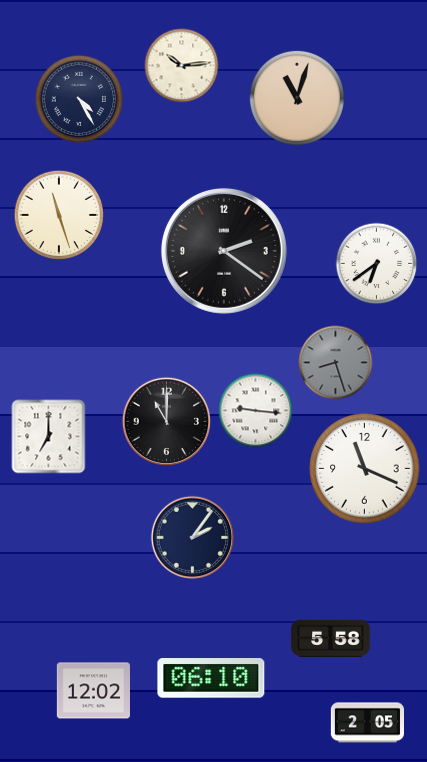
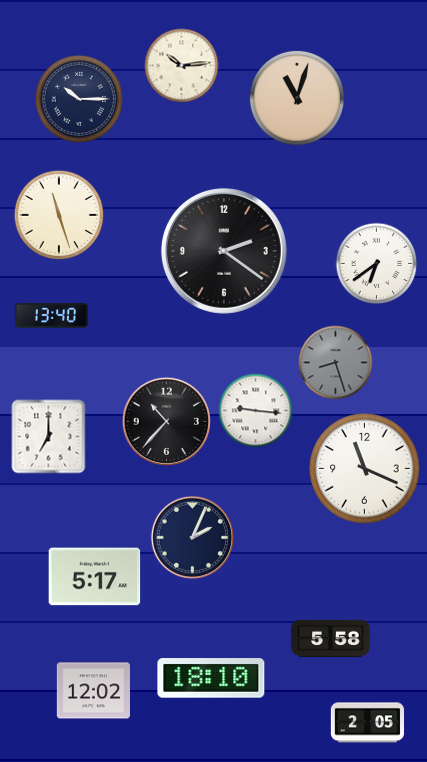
clock at (79, 99): 4:25 -> 10:15
clock at (51, 316): none -> 13:40
clock at (166, 421): 11:00 -> 10:37
clock at (193, 538): 2:06 -> 2:04
clock at (95, 577): none -> 5:17
clock at (211, 678): 06:10 -> 18:10
